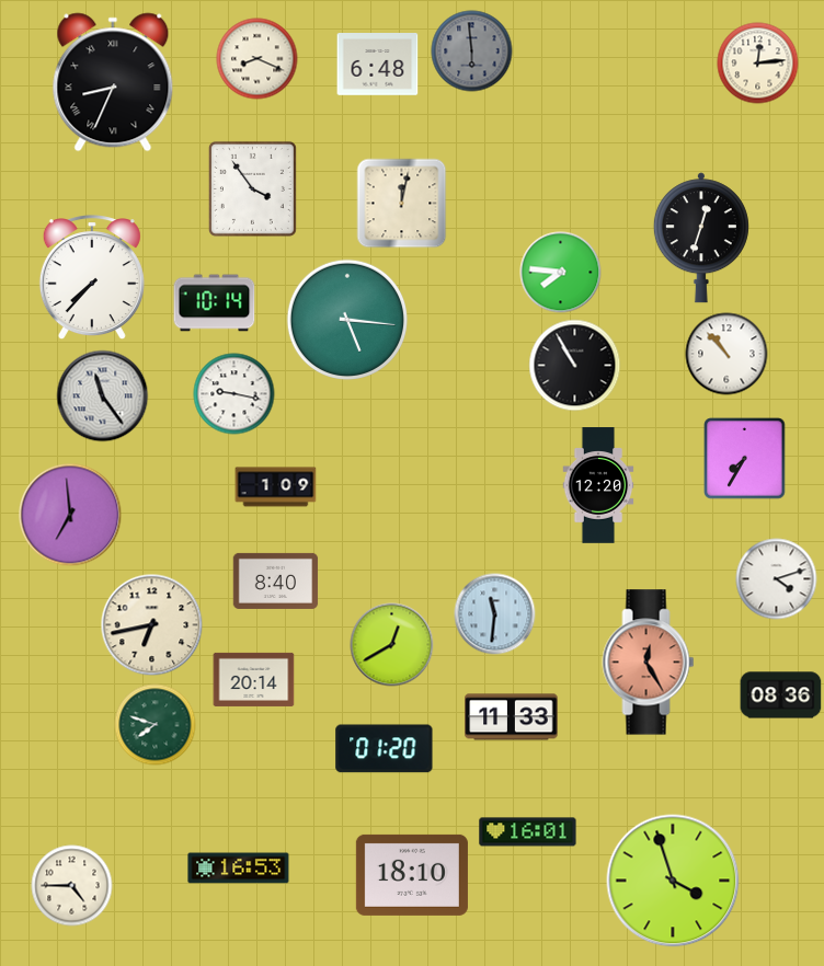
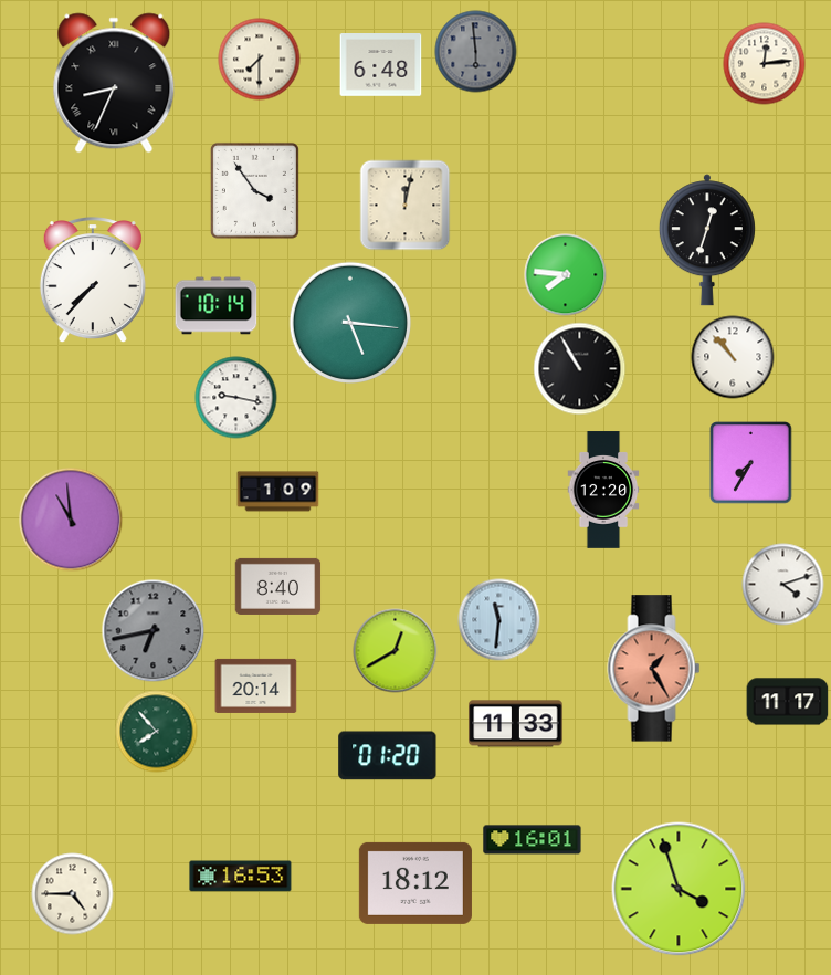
clock at (257, 59): 8:19 -> 7:30
clock at (103, 396): 11:24 -> none
clock at (70, 515): 6:59 -> 10:59
clock at (152, 625) dial: cream -> grey
clock at (649, 663): 12:25 -> 1:25
clock at (781, 695): 08:36 -> 11:17
clock at (156, 725): 7:48 -> 7:53
clock at (412, 875): 18:10 -> 18:12
